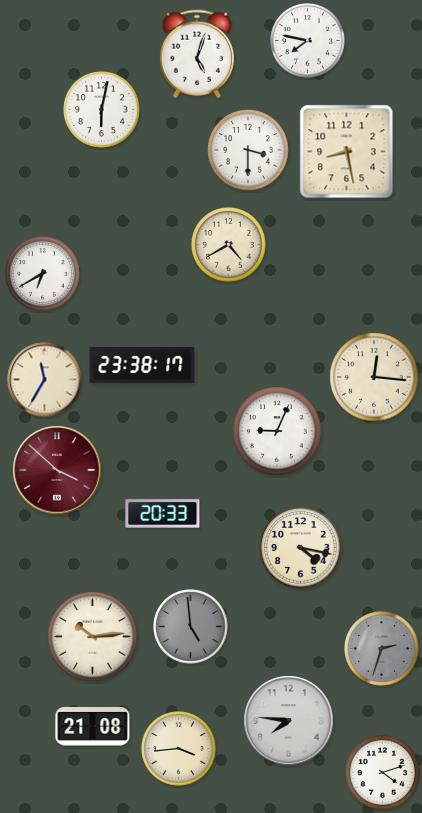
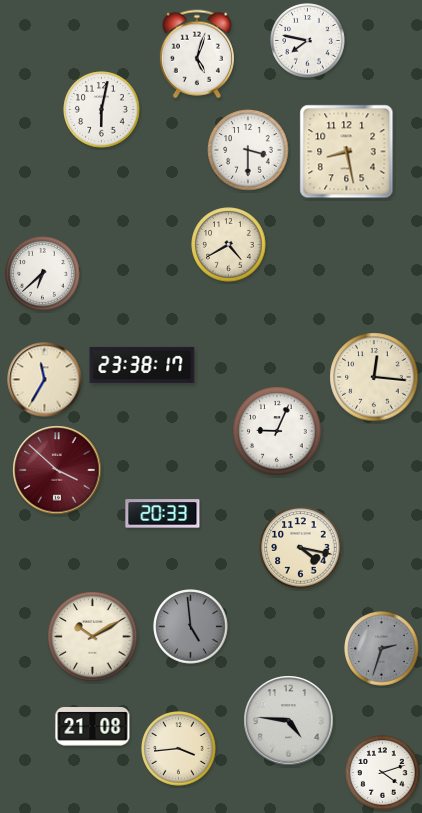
clock at (43, 274): 6:40 -> 6:38
clock at (93, 637): 10:14 -> 10:10
clock at (289, 721): 7:46 -> 4:46
